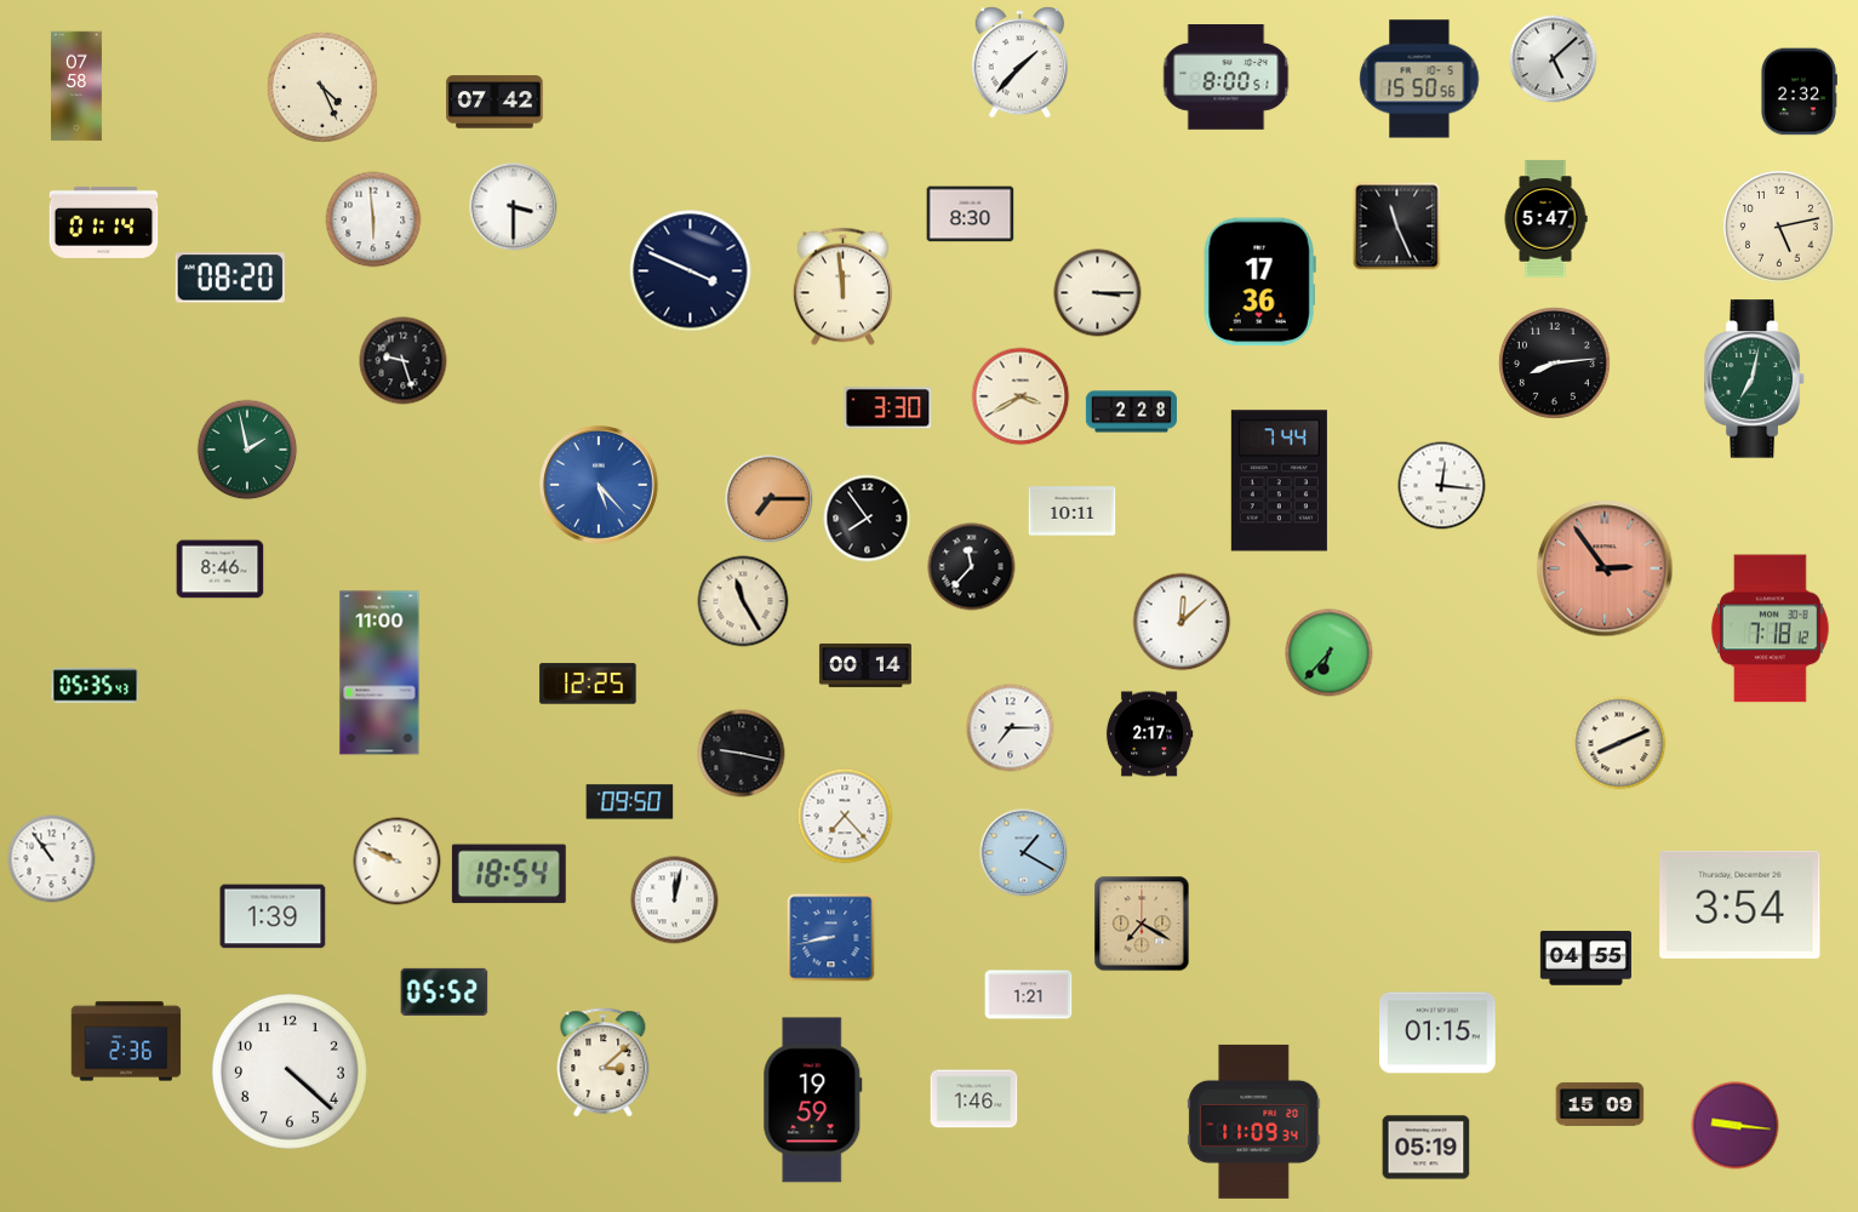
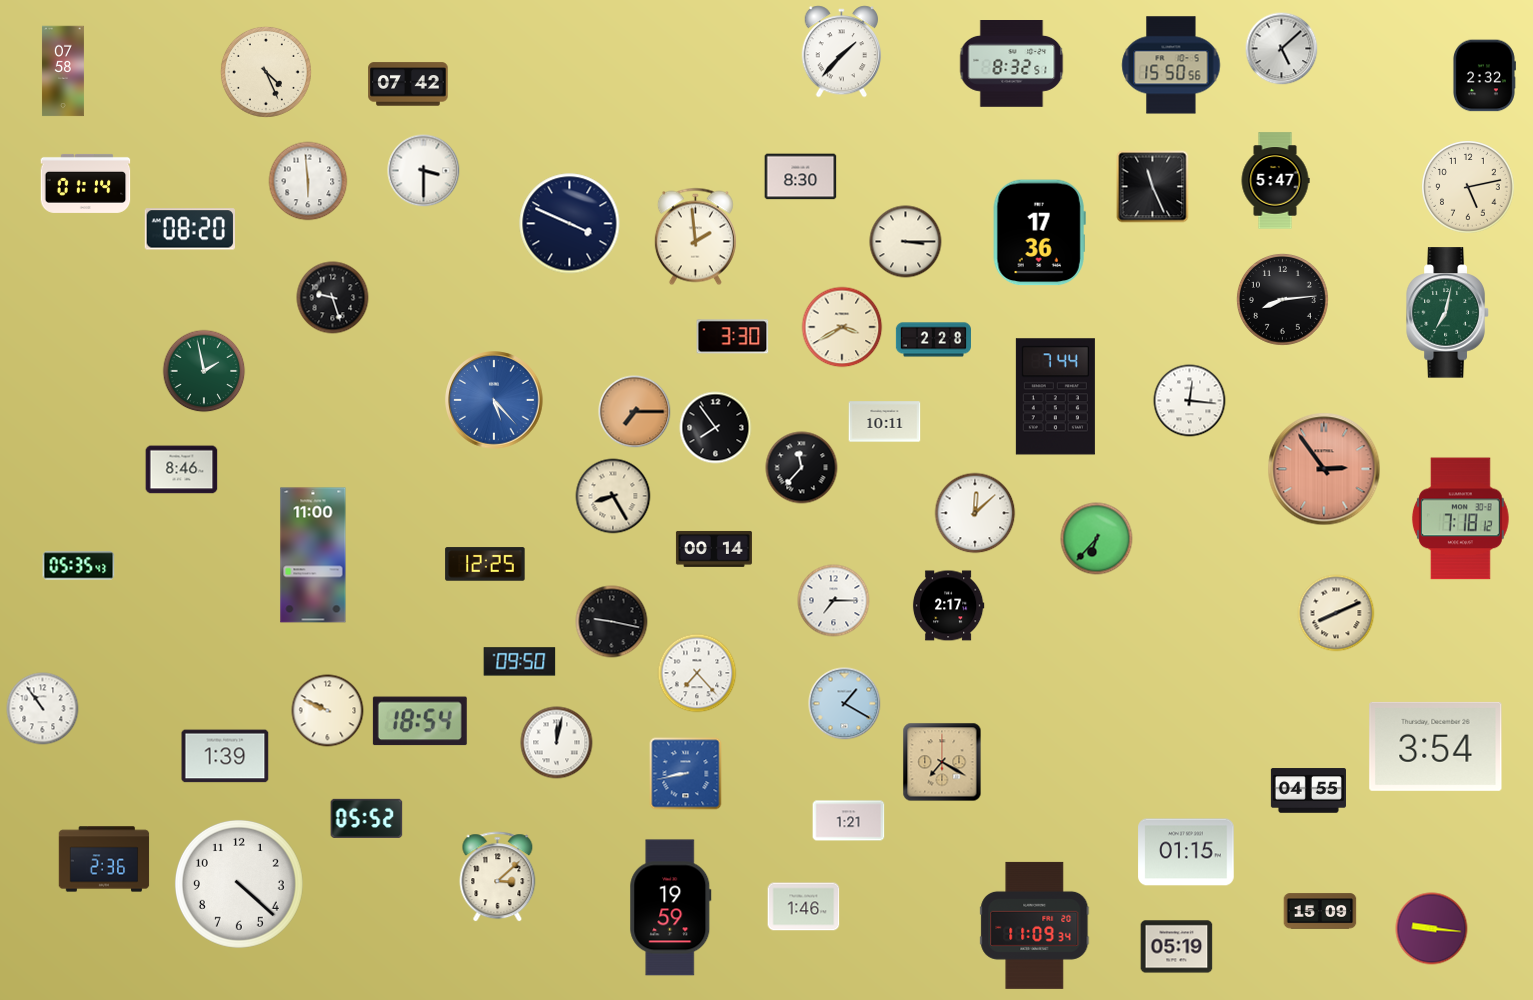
clock at (1227, 78): 8:00 -> 8:32
clock at (842, 287): 11:59 -> 1:59
clock at (743, 601): 11:25 -> 8:25
